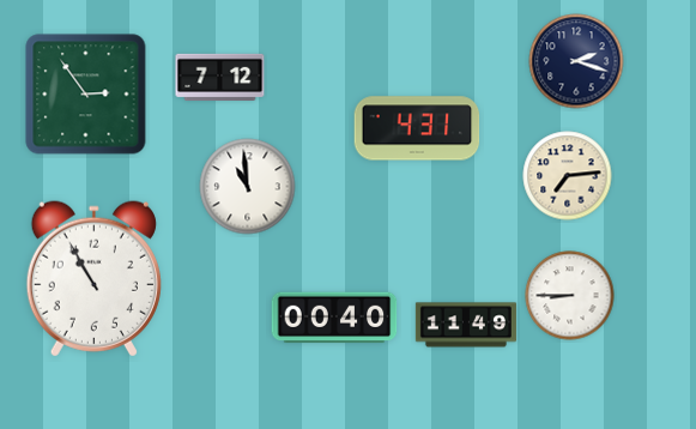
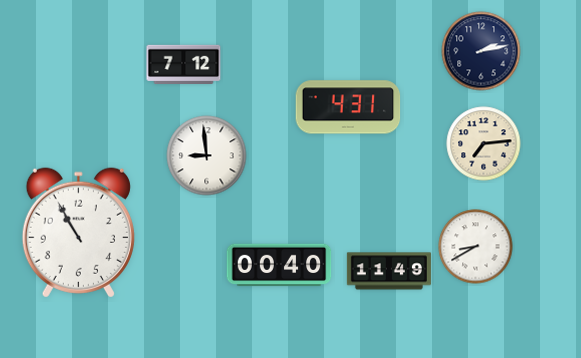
clock at (576, 61): 2:18 -> 2:13
clock at (86, 95): 2:54 -> none
clock at (568, 176) position: (568, 176) -> (484, 144)
clock at (248, 187): 10:59 -> 8:59
clock at (570, 296): 8:45 -> 8:40
